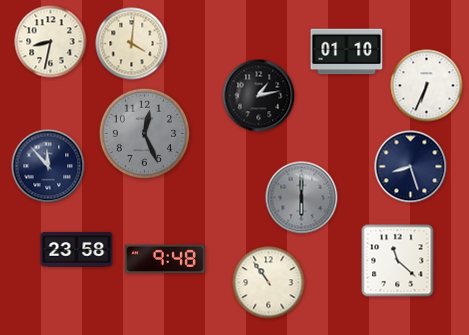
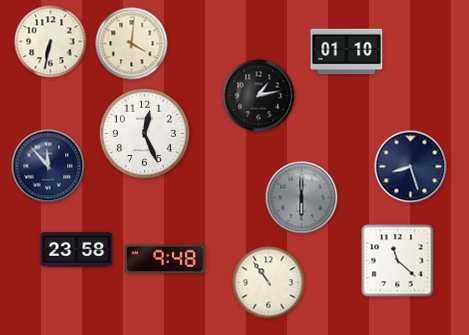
clock at (51, 42): 8:32 -> 6:32
clock at (427, 86): 6:34 -> none
clock at (144, 133) dial: grey -> white
